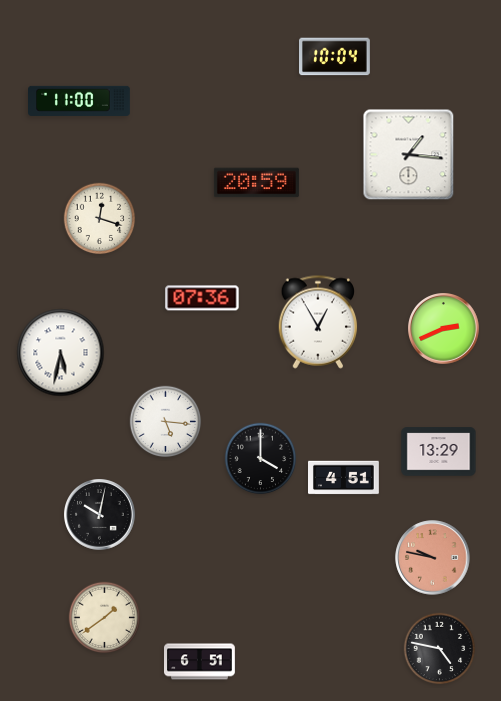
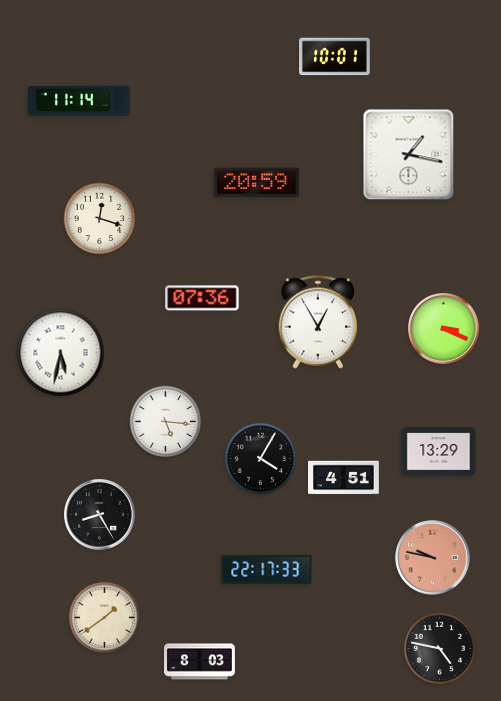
clock at (335, 57): 10:04 -> 10:01
clock at (80, 101): 11:00 -> 11:14
clock at (409, 155): 1:16 -> 1:17
clock at (444, 329): 2:41 -> 3:19
clock at (261, 459): 4:00 -> 4:05
clock at (100, 515): 10:02 -> 8:25
clock at (267, 569): none -> 22:17
clock at (200, 662): 6:51 -> 8:03
